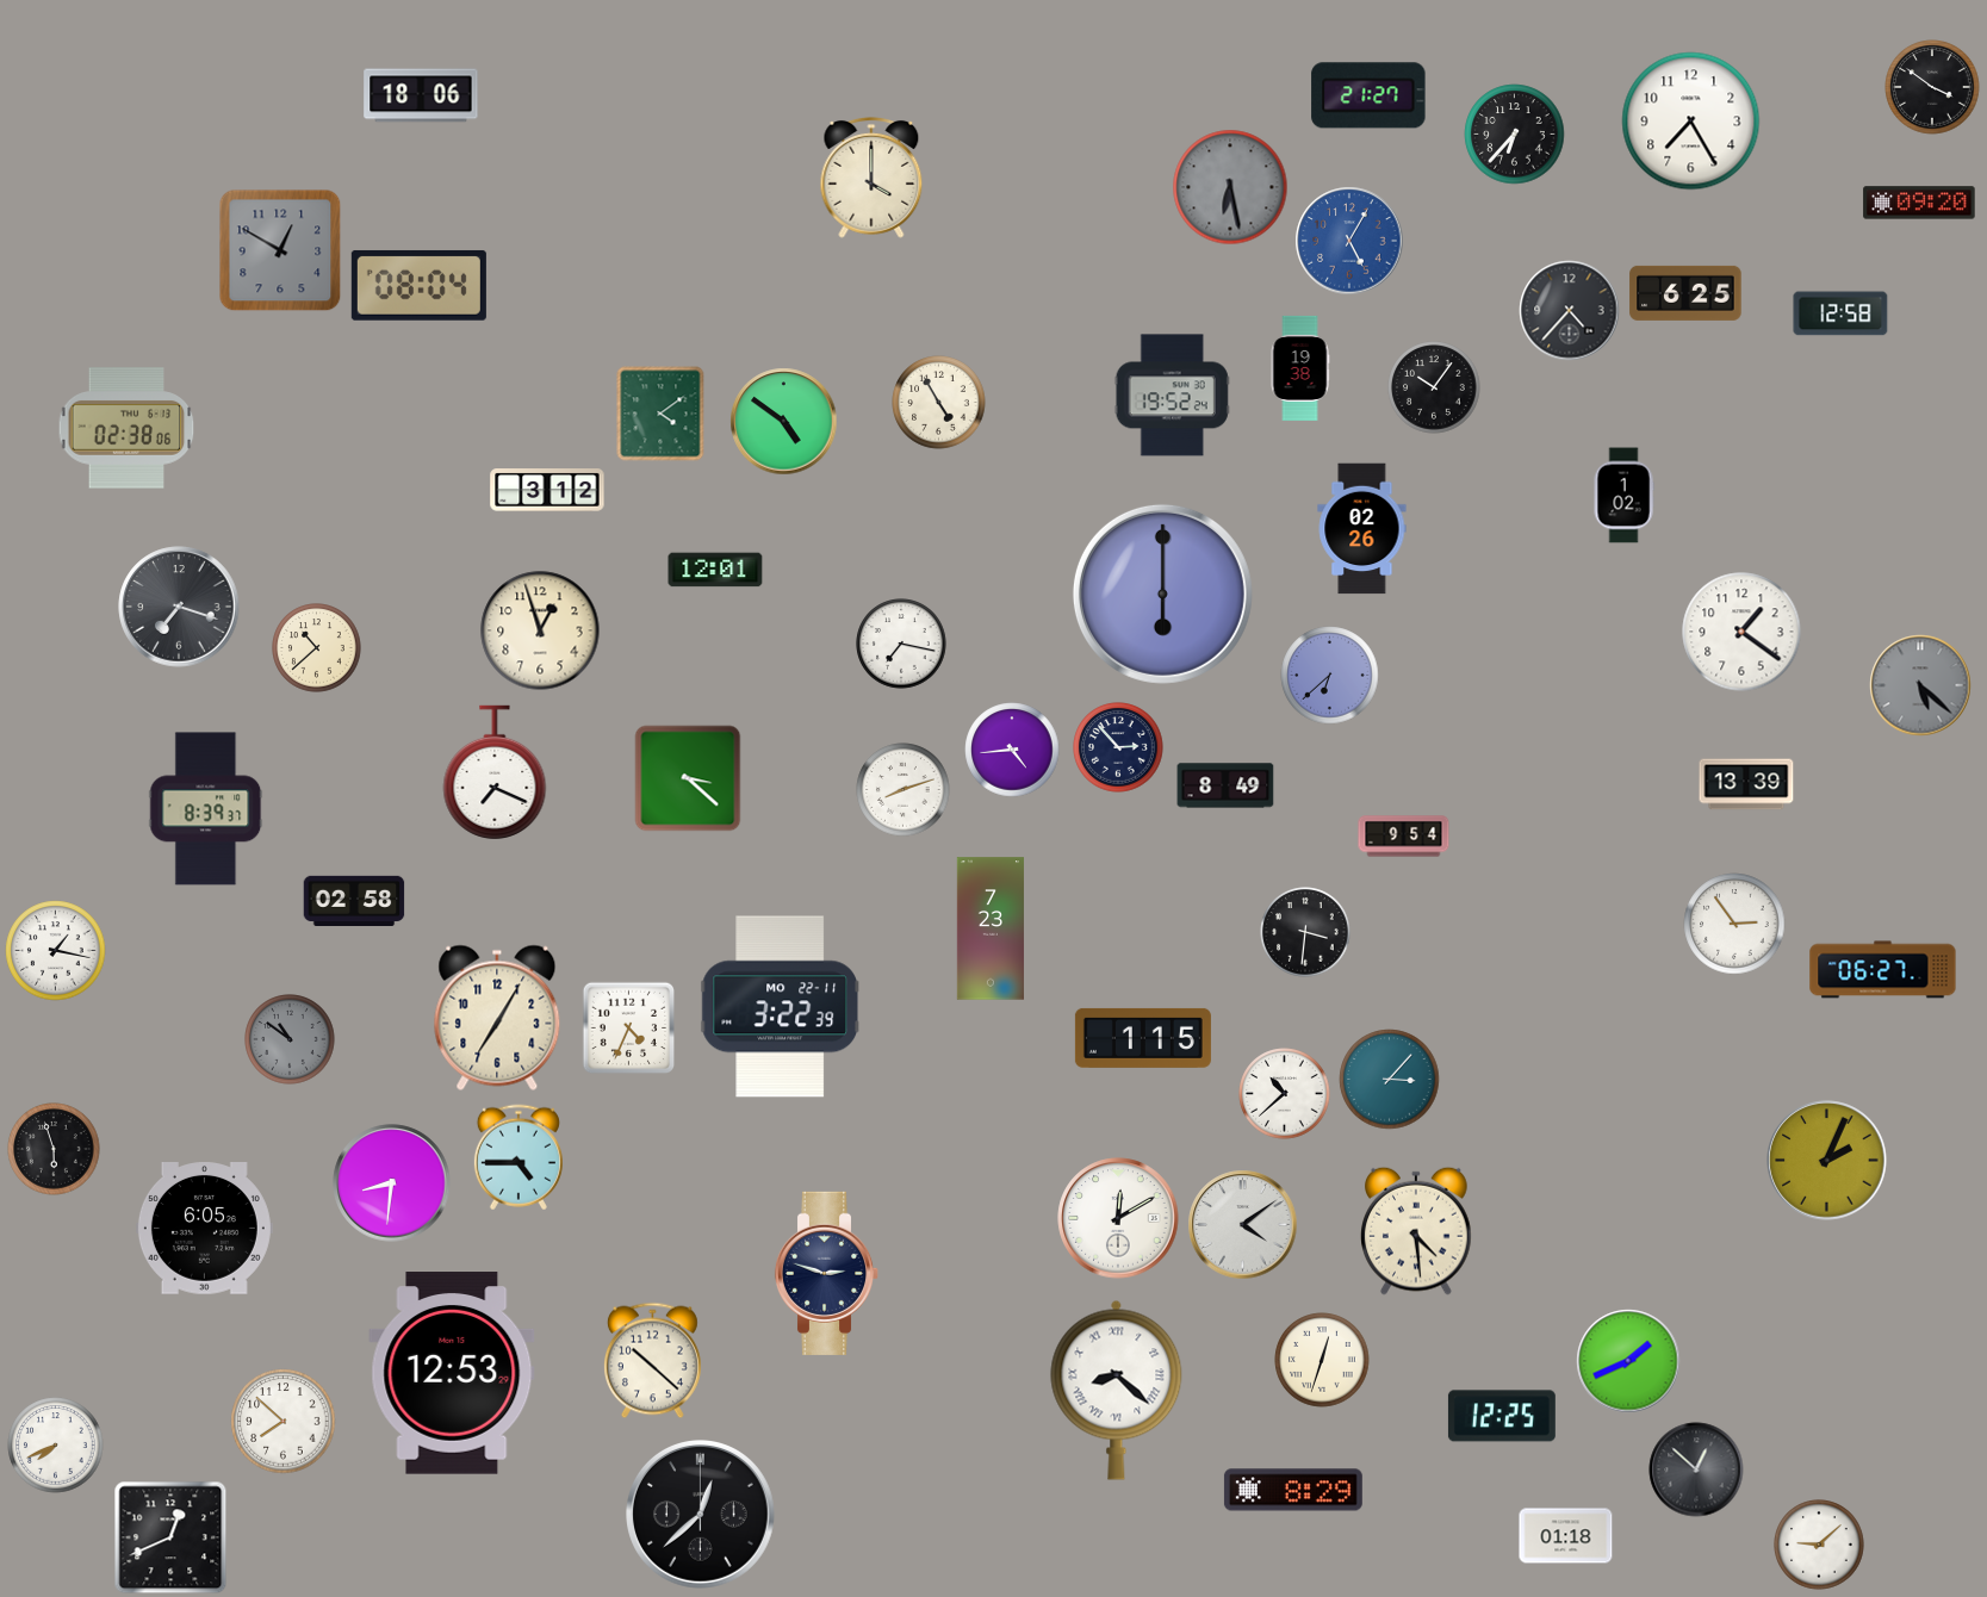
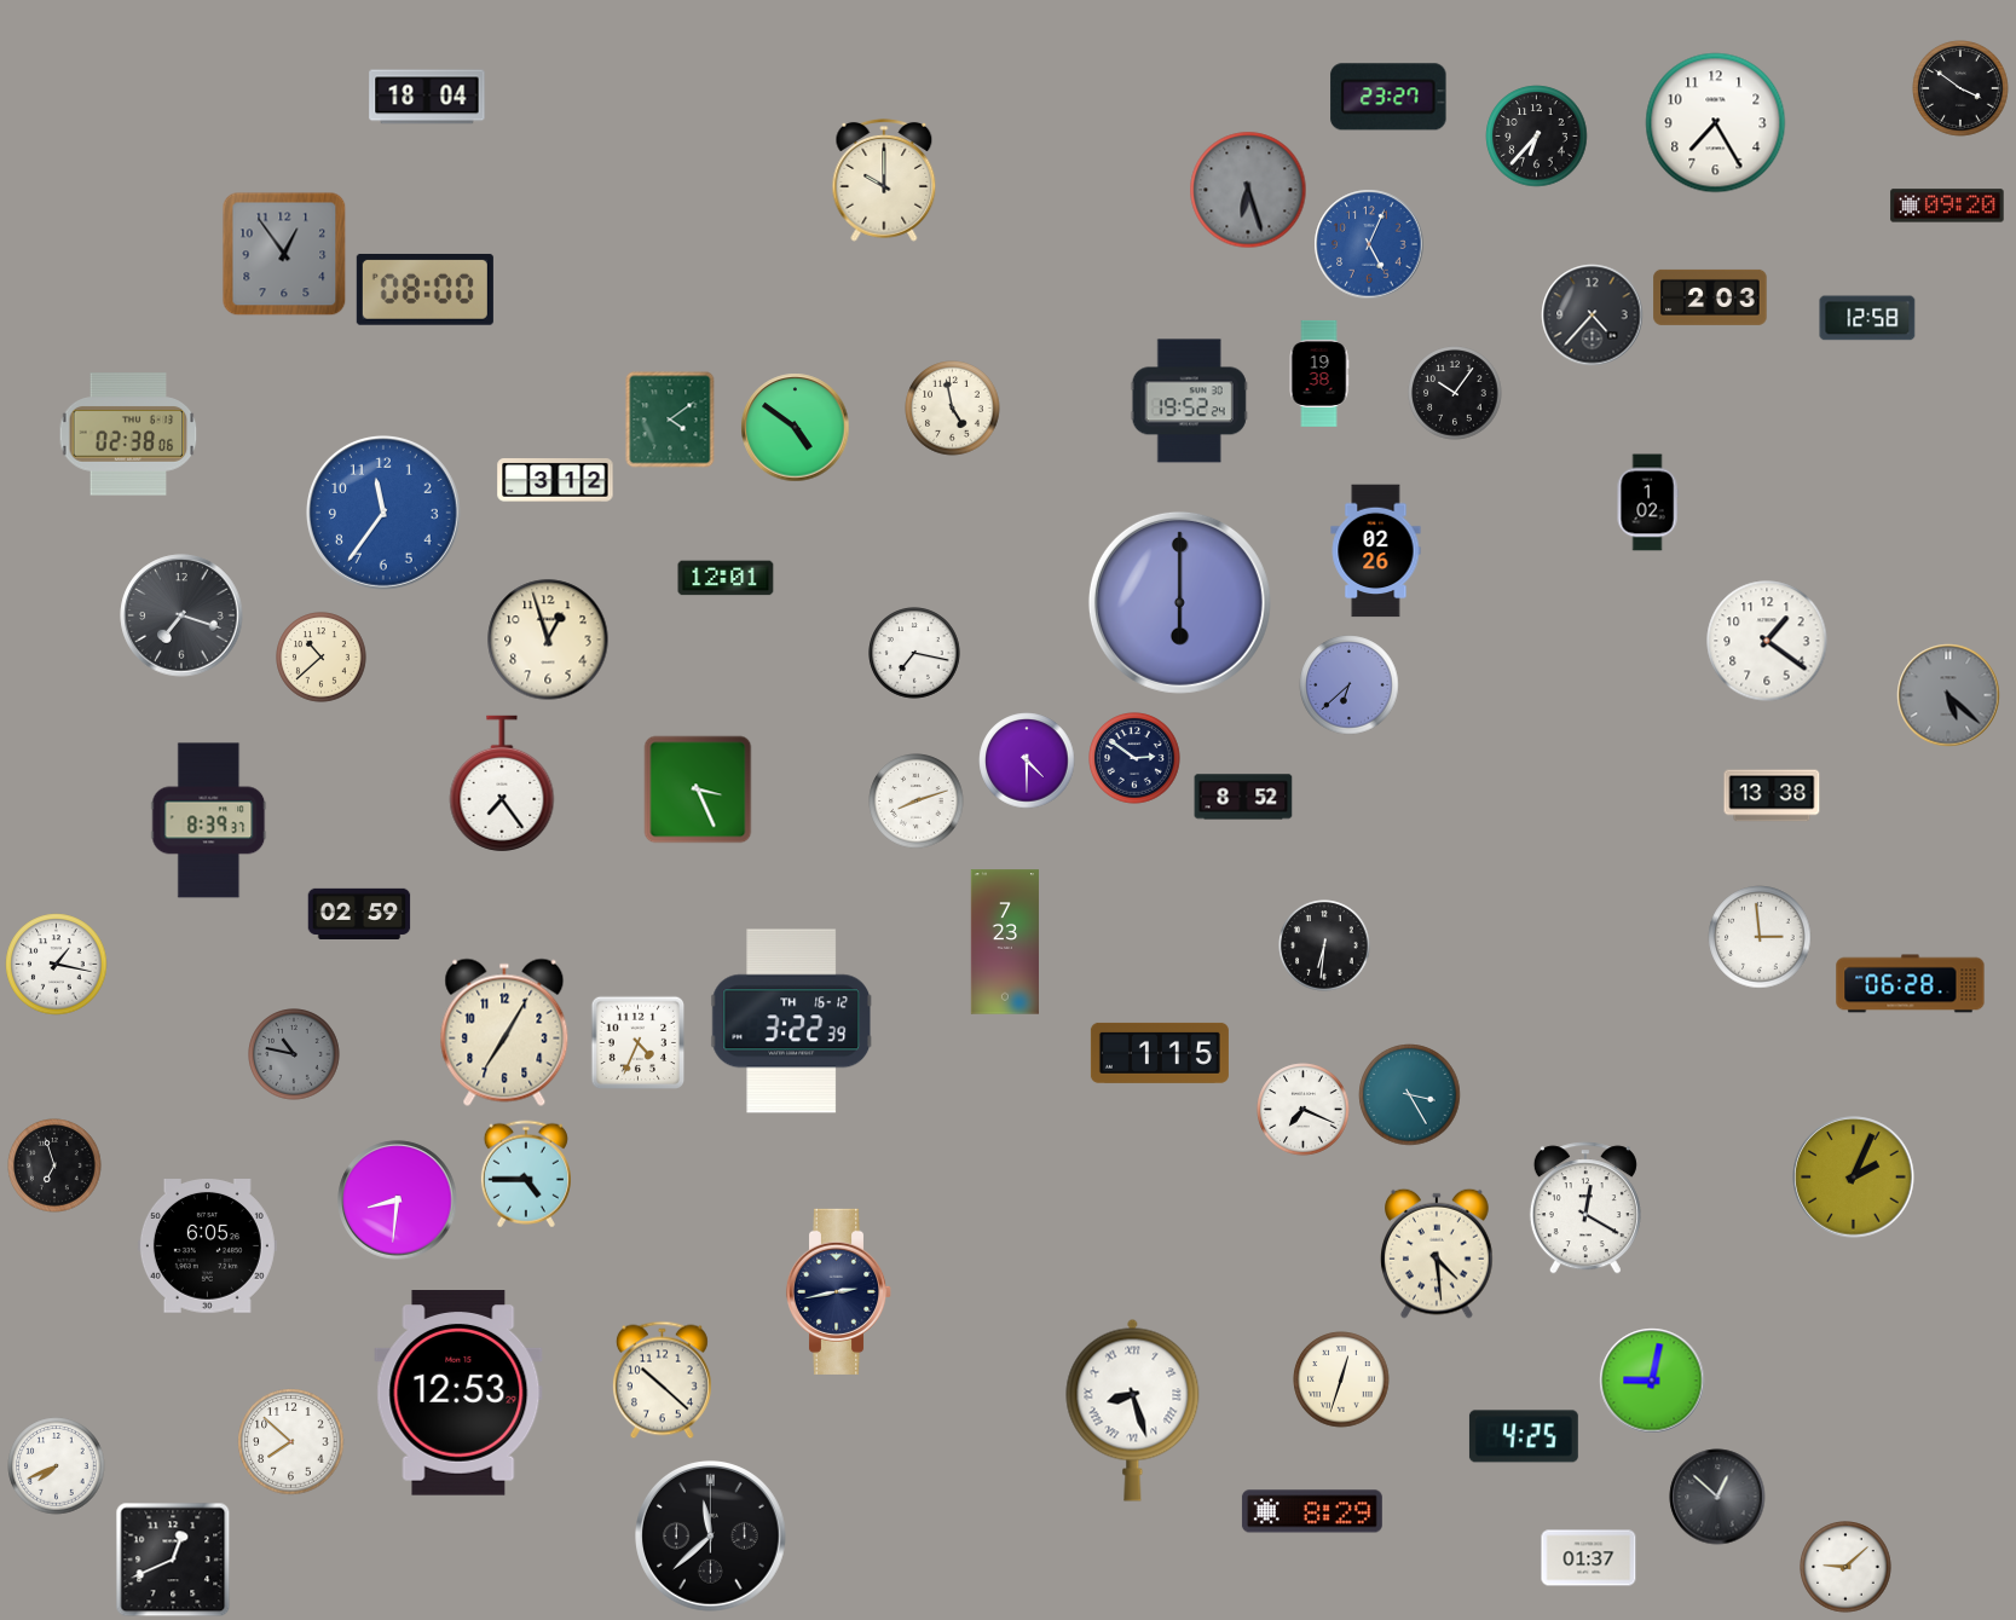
clock at (421, 95): 18:06 -> 18:04
clock at (1368, 95): 21:27 -> 23:27
clock at (871, 179): 4:00 -> 10:00
clock at (1230, 187): 6:28 -> 6:27
clock at (1349, 241): 5:05 -> 5:04
clock at (280, 250): 12:50 -> 12:54
clock at (418, 285): 08:04 -> 08:00
clock at (1685, 293): 6:25 -> 2:03
clock at (939, 403): 4:55 -> 4:58
clock at (547, 490) position: (547, 490) -> (555, 480)
clock at (385, 514): none -> 11:36
clock at (1362, 529) position: (1362, 529) -> (1376, 551)
clock at (1118, 747): 2:53 -> 2:51
clock at (1012, 750): 4:44 -> 4:30
clock at (495, 772): 7:19 -> 7:24
clock at (688, 778): 3:22 -> 3:26
clock at (1746, 784): 13:39 -> 13:38
clock at (1225, 785): 8:49 -> 8:52
clock at (1404, 837): 9:54 -> none
clock at (354, 900): 02:58 -> 02:59
clock at (1734, 924): 2:54 -> 2:59
clock at (1305, 932): 3:31 -> 6:31
clock at (1883, 970): 06:27 -> 06:28
clock at (781, 1007) date: MO 22-11 -> TH 16-12
clock at (290, 1039): 10:51 -> 10:47
clock at (1390, 1080): 3:07 -> 3:25
clock at (1285, 1094): 10:38 -> 7:19
clock at (54, 1149): 5:57 -> 6:57
clock at (1585, 1208): none -> 12:20
clock at (1118, 1218): 12:10 -> none
clock at (1243, 1225): 4:09 -> none
clock at (1417, 1231) position: (1417, 1231) -> (1438, 1254)
clock at (827, 1273): 2:48 -> 2:43
clock at (1628, 1361): 1:41 -> 9:02
clock at (1117, 1390): 8:22 -> 8:27
clock at (1502, 1416): 12:25 -> 4:25
clock at (284, 1422) position: (284, 1422) -> (291, 1442)
clock at (1696, 1469) position: (1696, 1469) -> (1717, 1497)
clock at (701, 1515): 12:38 -> 11:38
clock at (1566, 1536): 01:18 -> 01:37
